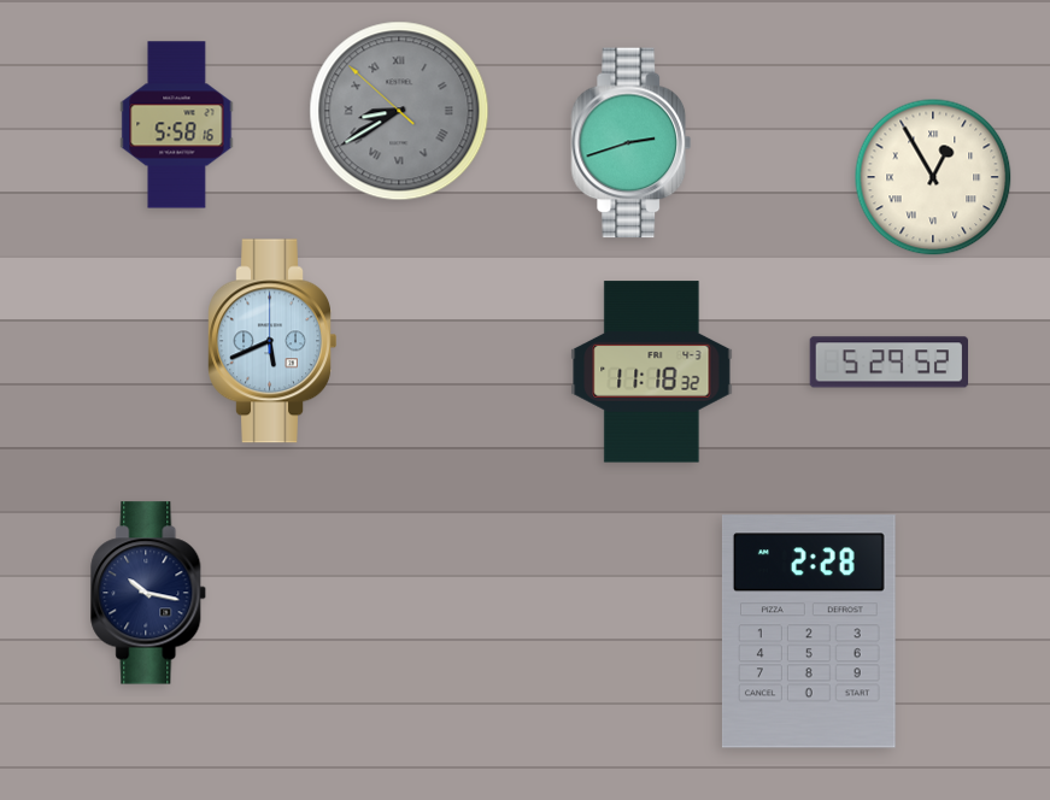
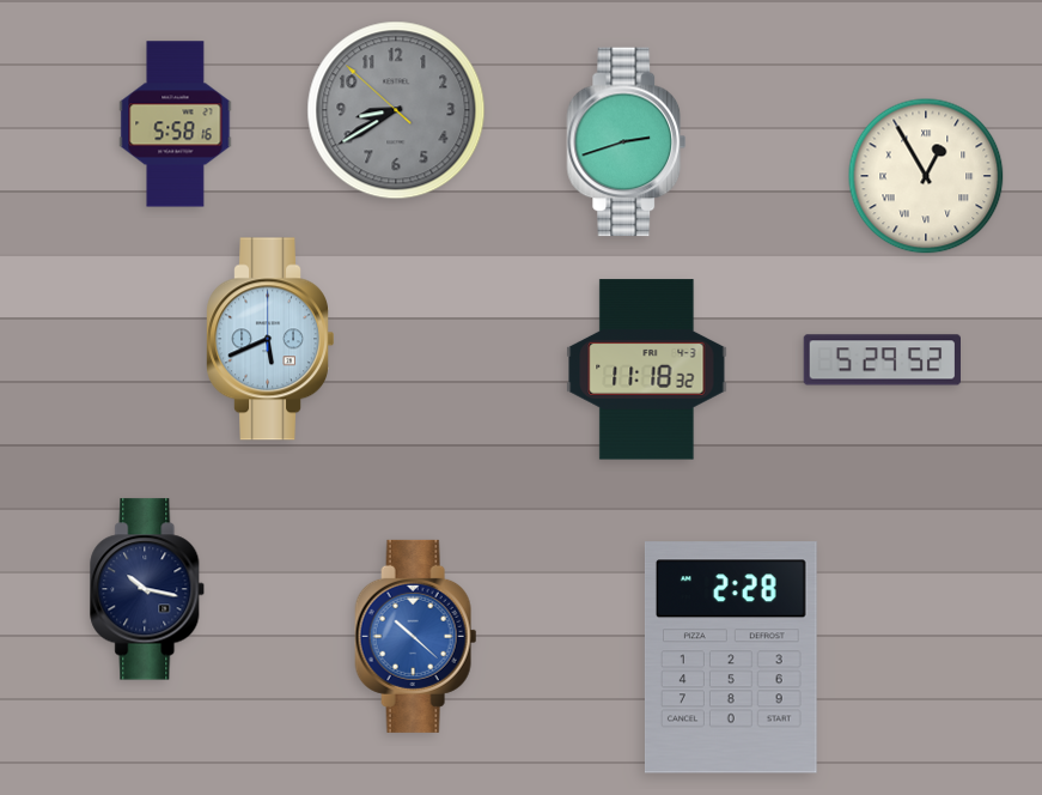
clock at (399, 111) numerals: Roman -> Arabic
clock at (809, 631) position: (809, 631) -> (731, 657)
clock at (416, 636): none -> 10:22
